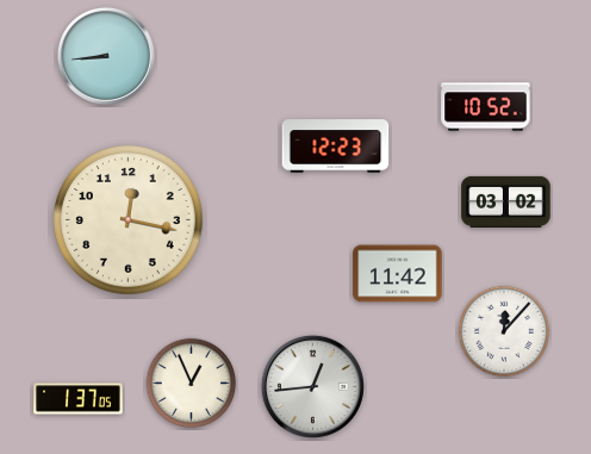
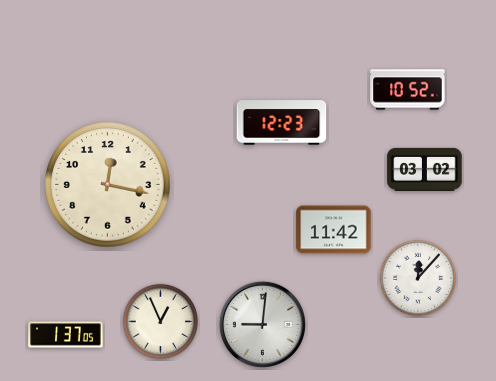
clock at (106, 56): 8:44 -> none
clock at (504, 331) position: (504, 331) -> (418, 278)
clock at (312, 386): 12:44 -> 9:01
